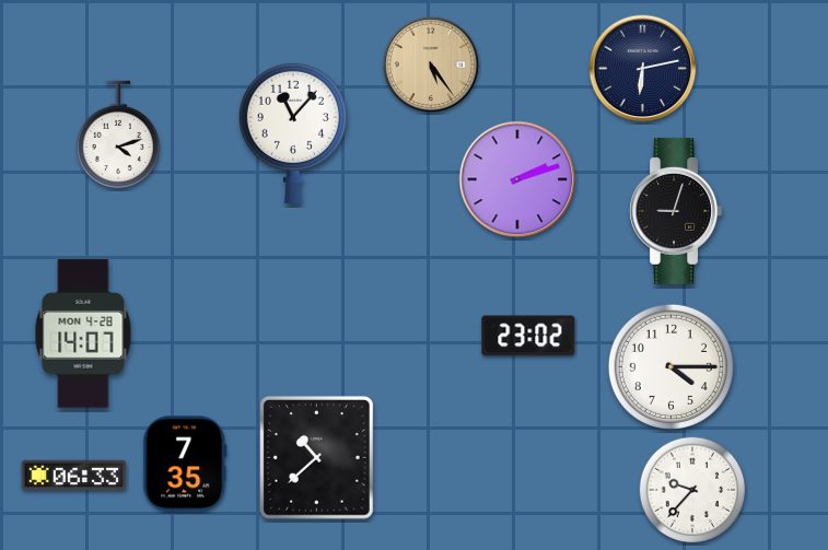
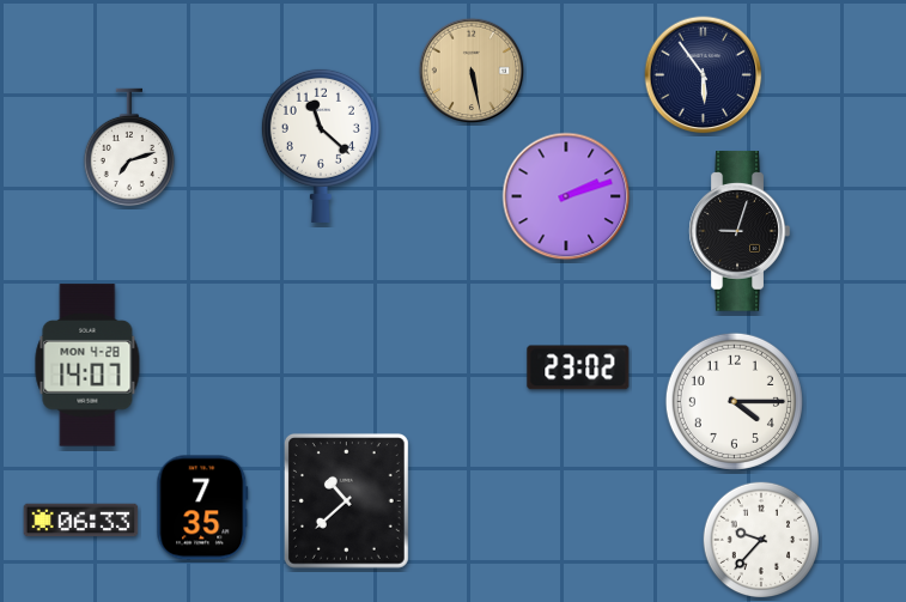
clock at (431, 65): 5:24 -> 5:28
clock at (643, 69): 6:13 -> 5:54
clock at (293, 132): 11:07 -> 11:22
clock at (117, 134): 4:12 -> 7:12
clock at (83, 333) position: (83, 333) -> (87, 365)
clock at (692, 490) position: (692, 490) -> (761, 540)
